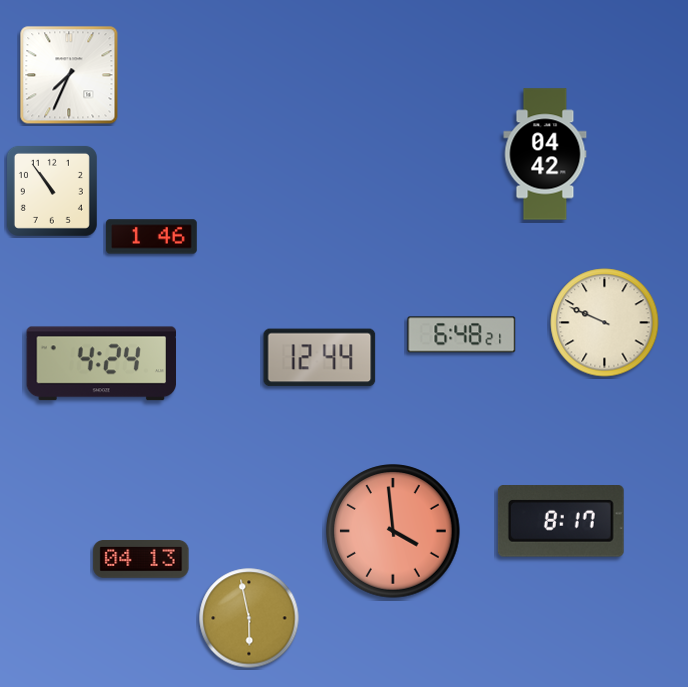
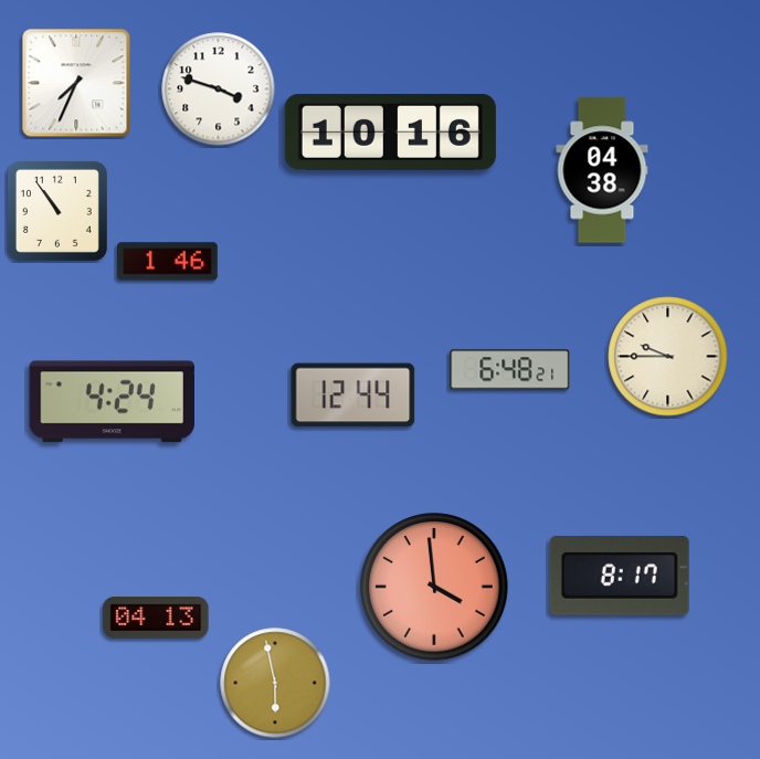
clock at (219, 89): none -> 3:48
clock at (390, 131): none -> 10:16
clock at (545, 154): 04:42 -> 04:38
clock at (605, 323): 9:49 -> 9:45
